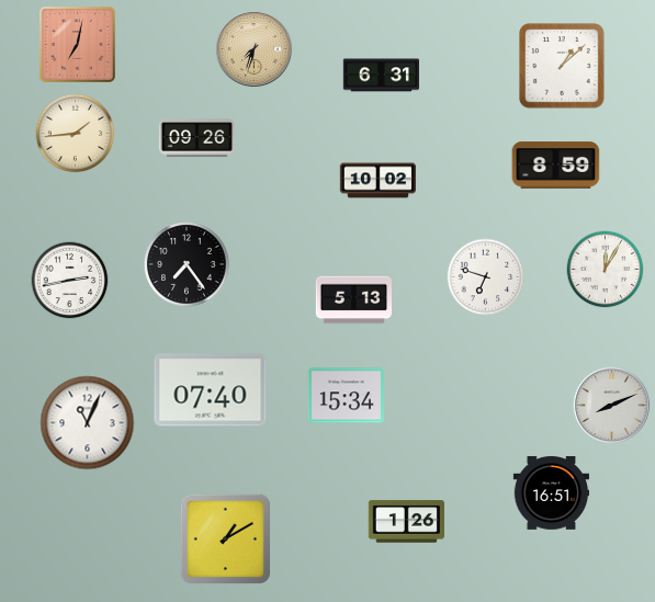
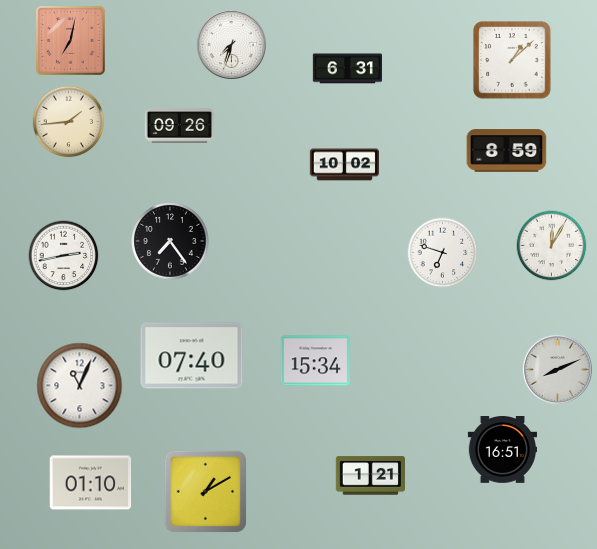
clock at (253, 48) dial: champagne -> white
clock at (353, 300): 5:13 -> none
clock at (406, 522): 1:26 -> 1:21
clock at (91, 483): none -> 01:10
